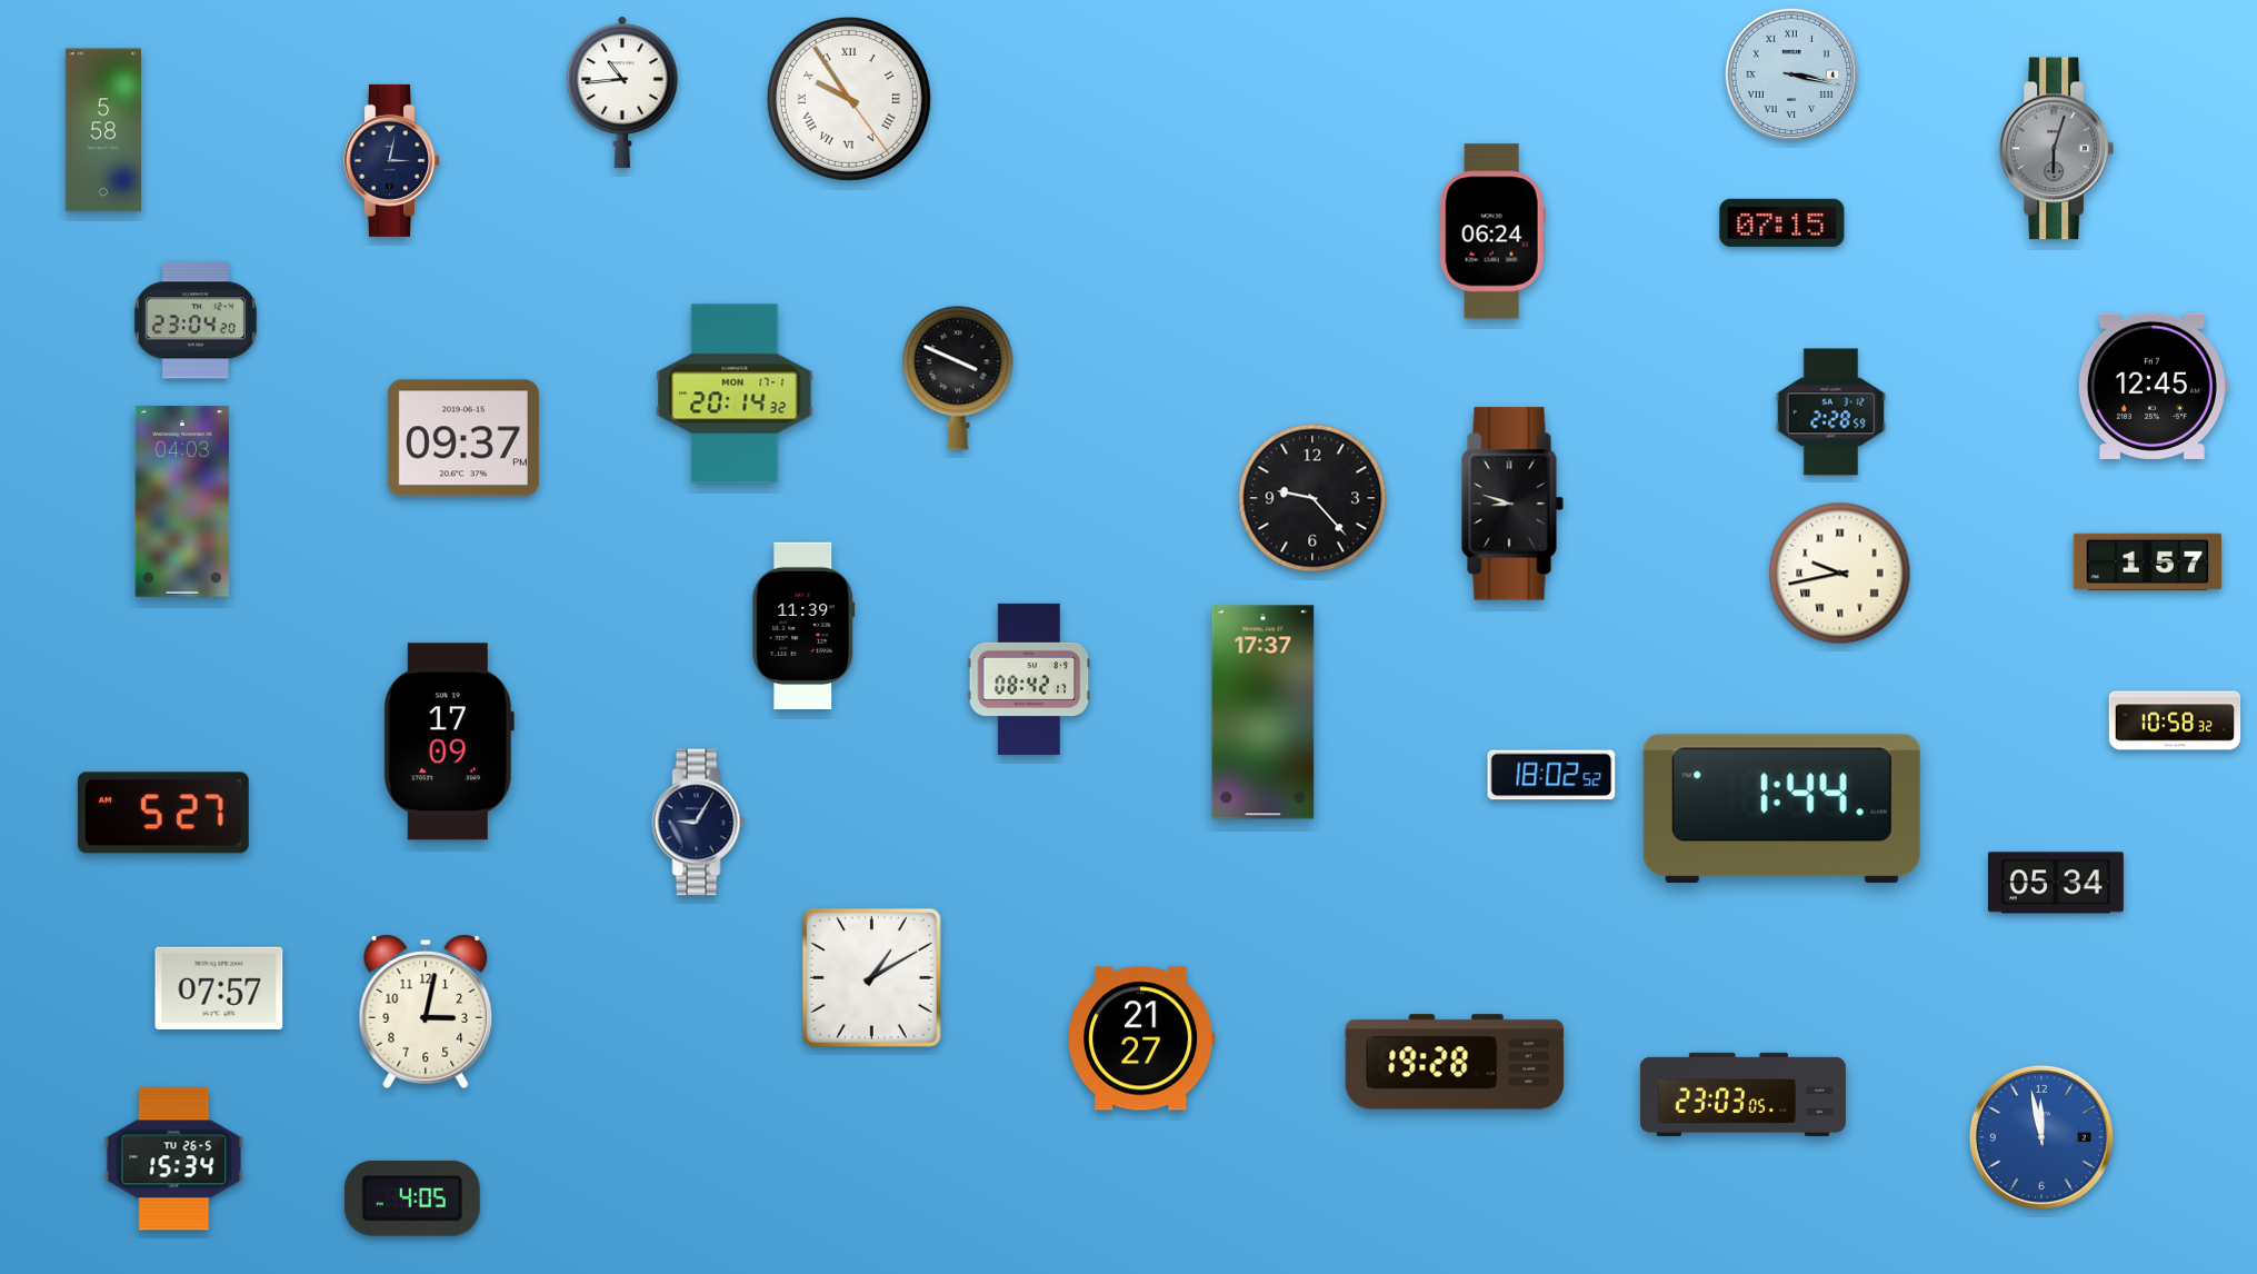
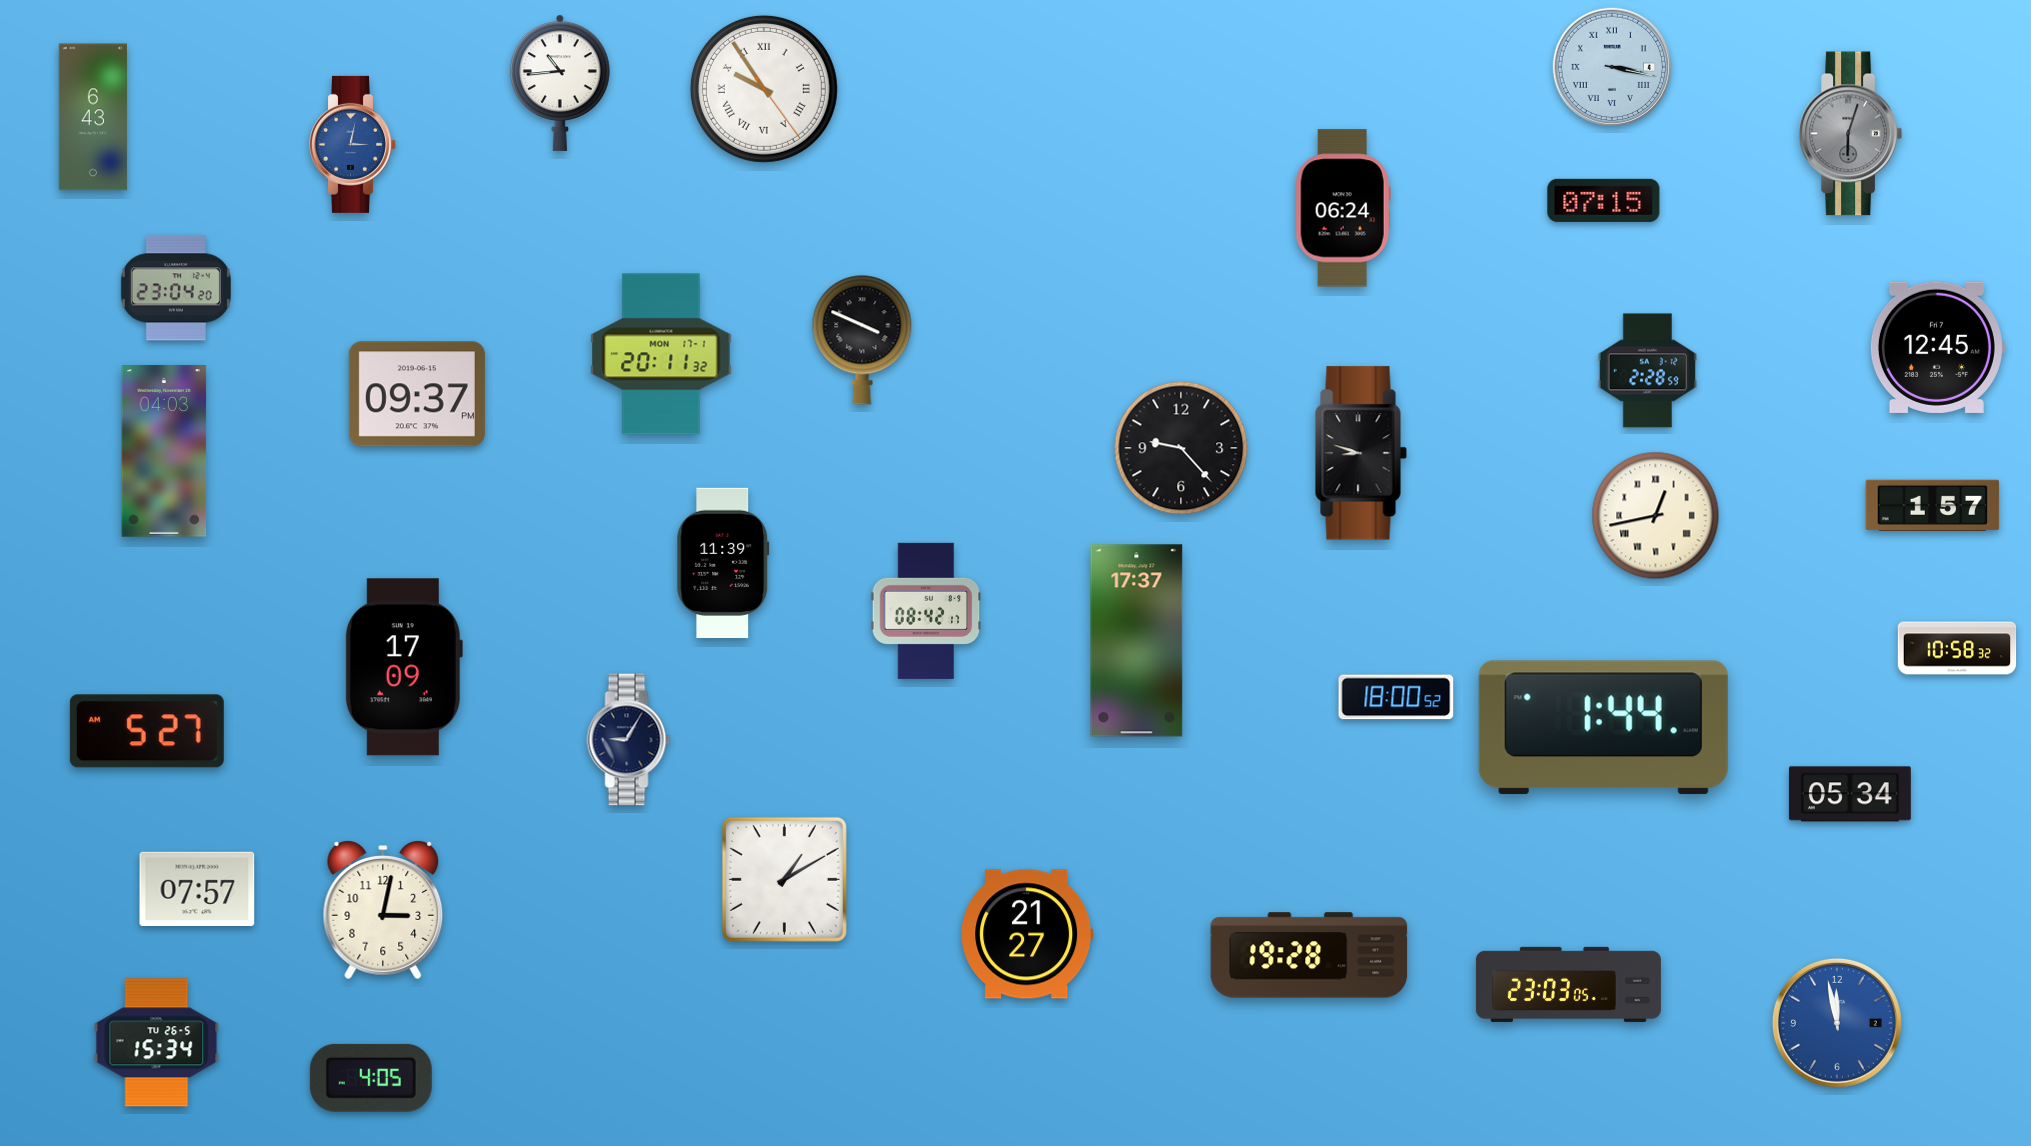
clock at (103, 130): 5:58 -> 6:43
clock at (392, 160) dial: navy -> blue
clock at (735, 394): 20:14 -> 20:11
clock at (1840, 574): 9:43 -> 12:43
clock at (1551, 775): 18:02 -> 18:00
